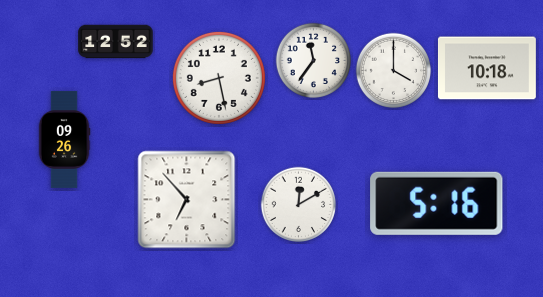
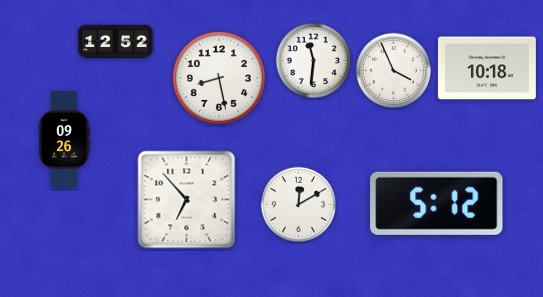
clock at (314, 61): 11:36 -> 11:31
clock at (394, 71): 4:00 -> 3:56
clock at (437, 203): 5:16 -> 5:12
